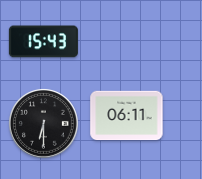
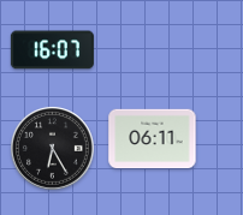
clock at (43, 42): 15:43 -> 16:07
clock at (43, 123): 6:30 -> 6:25
